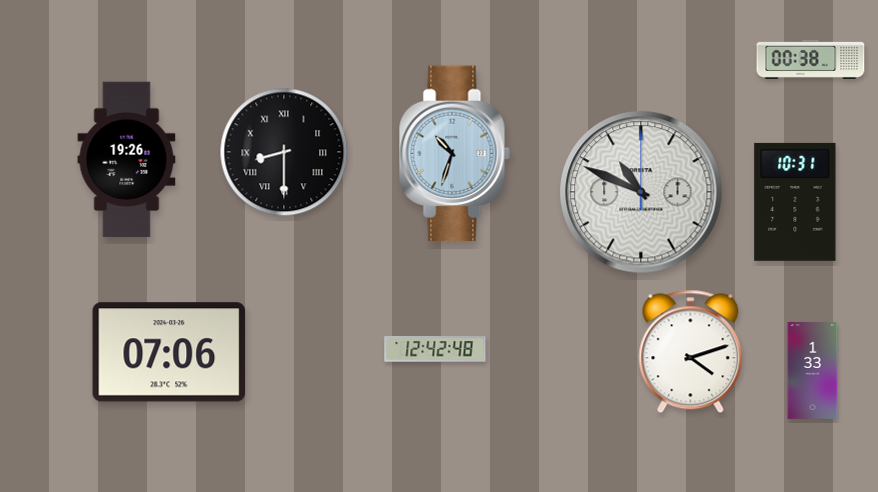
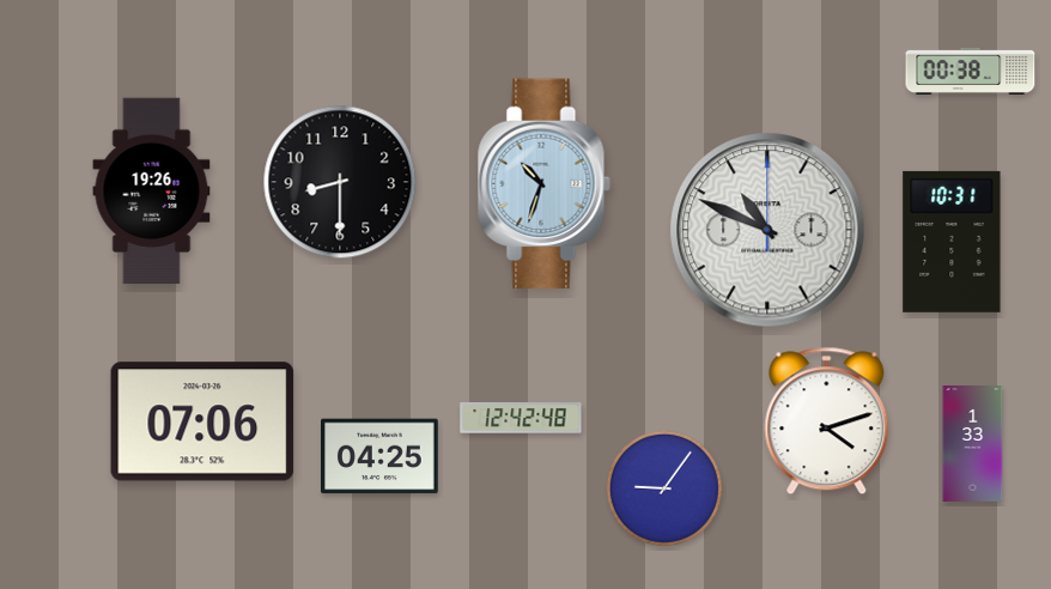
clock at (284, 152) numerals: Roman -> Arabic
clock at (381, 456): none -> 04:25
clock at (664, 488): none -> 9:06
